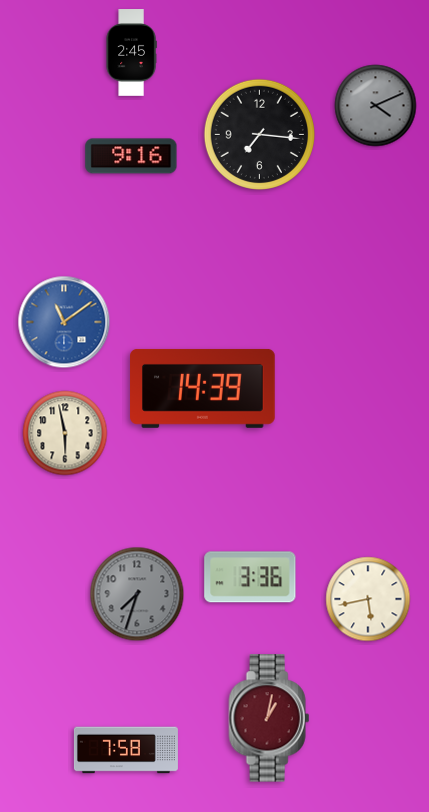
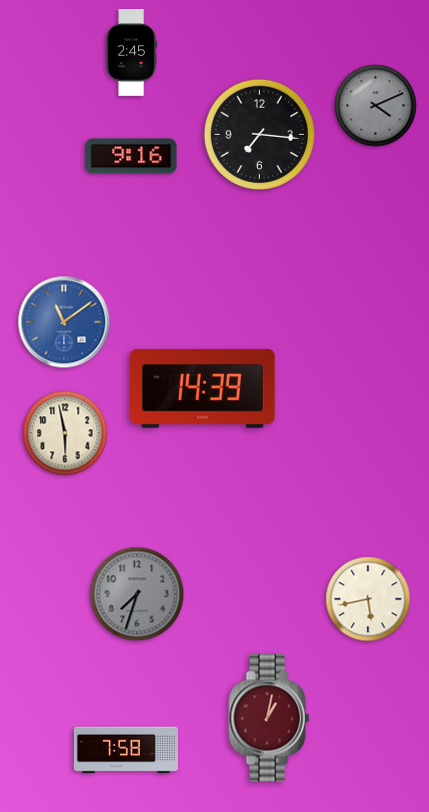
clock at (250, 577): 3:36 -> none
